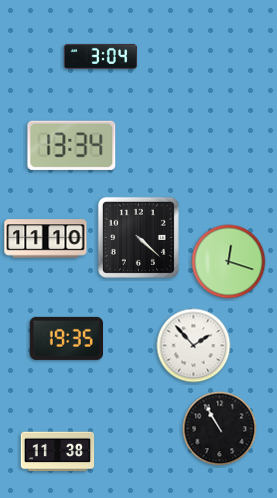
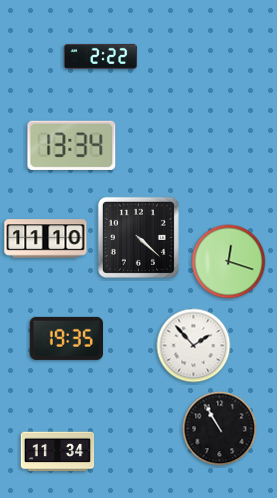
clock at (101, 56): 3:04 -> 2:22
clock at (58, 452): 11:38 -> 11:34
